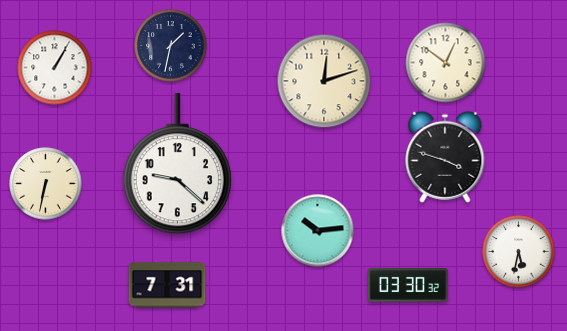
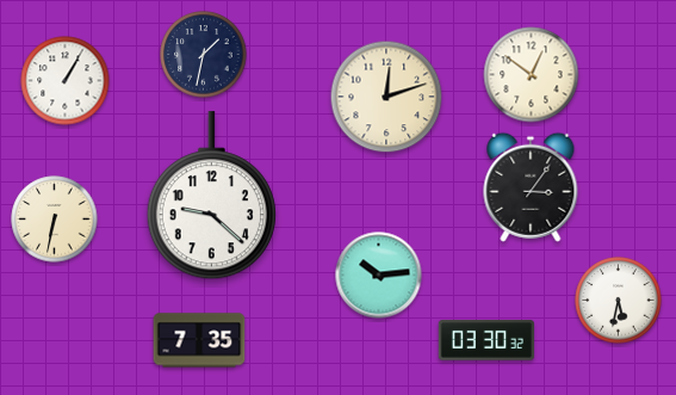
clock at (445, 157): 3:48 -> 3:06
clock at (167, 285): 7:31 -> 7:35
